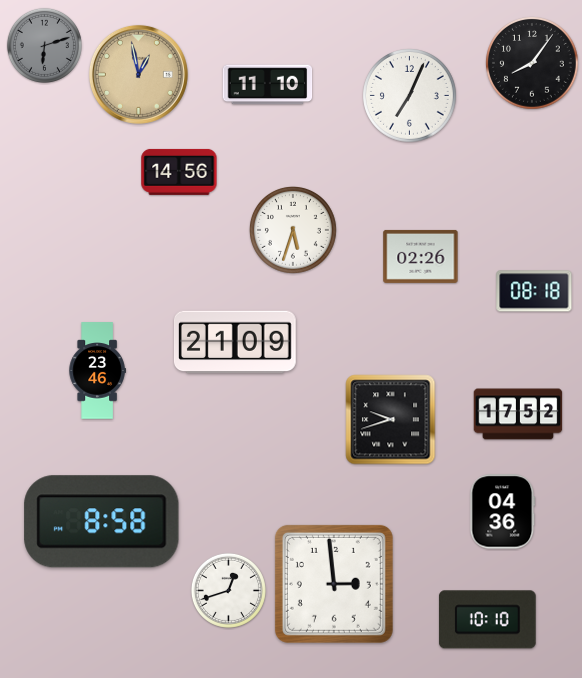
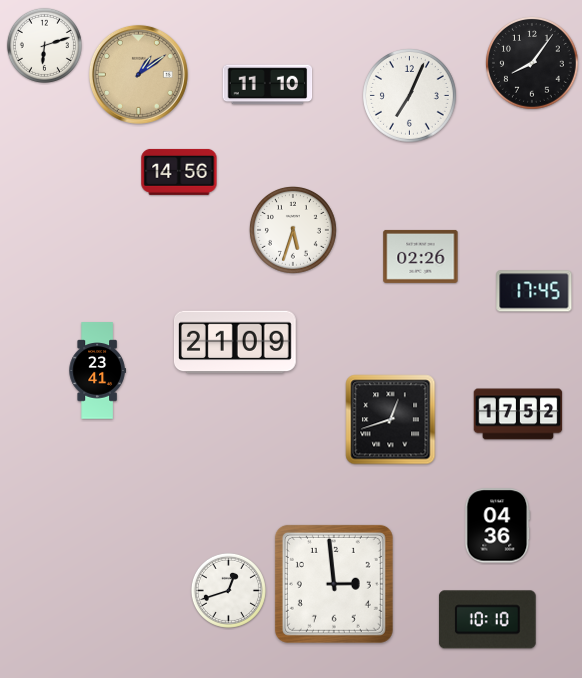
clock at (44, 45) dial: grey -> white
clock at (138, 74): 12:58 -> 1:09
clock at (534, 291): 08:18 -> 17:45
clock at (97, 371): 23:46 -> 23:41
clock at (391, 420): 9:42 -> 12:42
clock at (503, 512) position: (503, 512) -> (498, 526)
clock at (102, 522): 8:58 -> none
